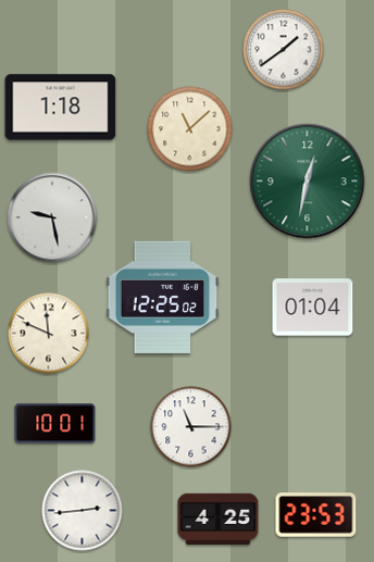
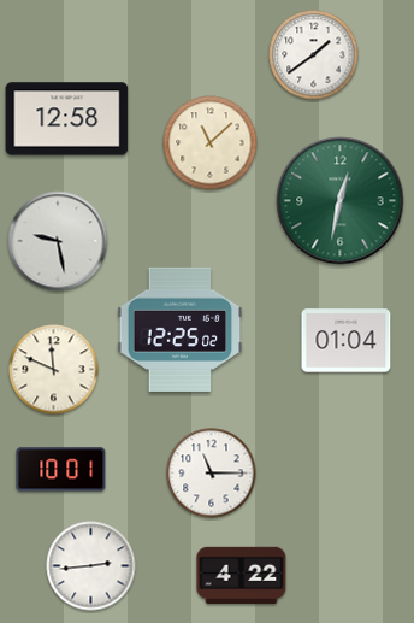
clock at (61, 108): 1:18 -> 12:58
clock at (316, 515): 23:53 -> none
clock at (219, 519): 4:25 -> 4:22
